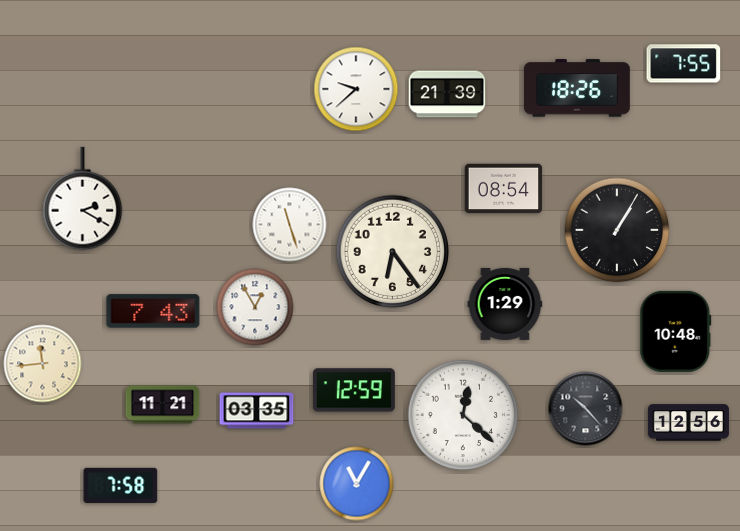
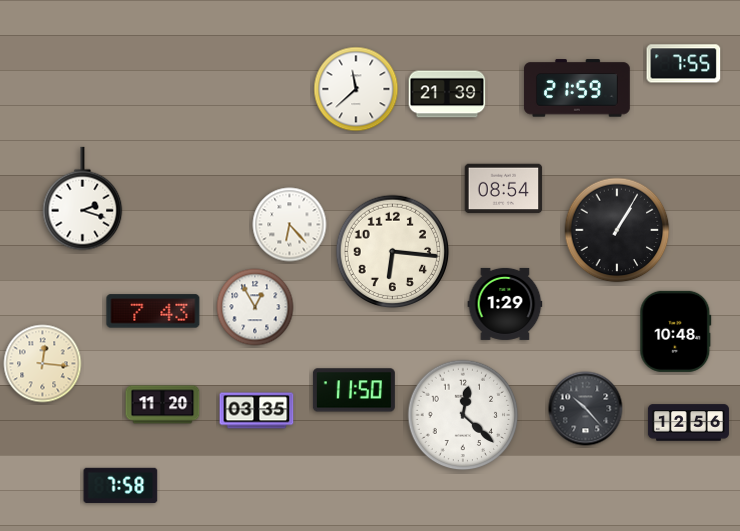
clock at (577, 88): 18:26 -> 21:59
clock at (356, 89): 9:38 -> 11:38
clock at (83, 199): 2:20 -> 2:18
clock at (290, 225): 11:27 -> 6:23
clock at (393, 252): 6:24 -> 6:16
clock at (43, 364): 11:44 -> 12:16
clock at (354, 390): 12:59 -> 11:50
clock at (163, 405): 11:21 -> 11:20
clock at (357, 484): 11:05 -> none
